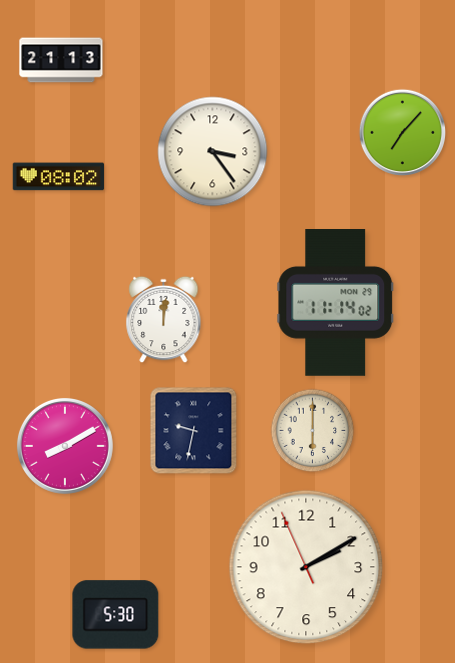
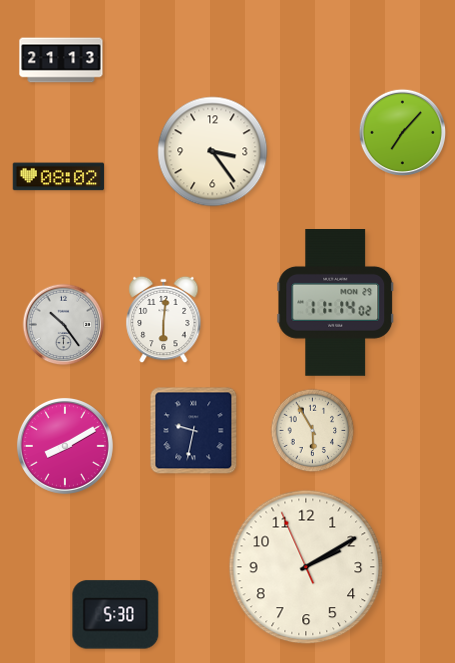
clock at (164, 320): 12:01 -> 6:01
clock at (64, 325): none -> 10:24
clock at (313, 431): 6:00 -> 5:55
